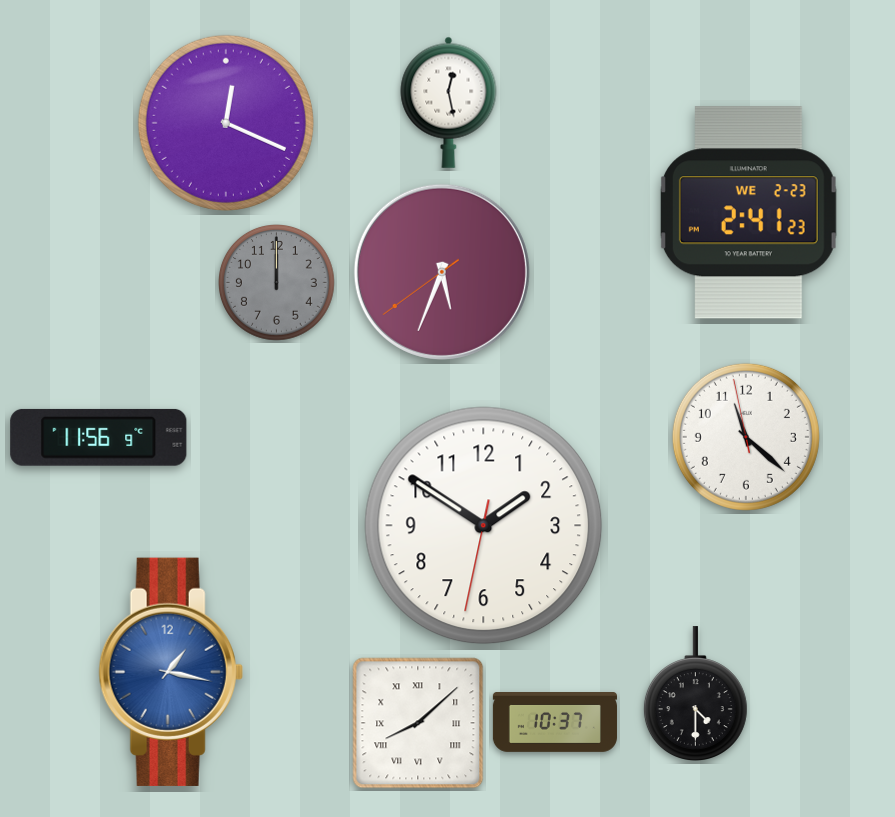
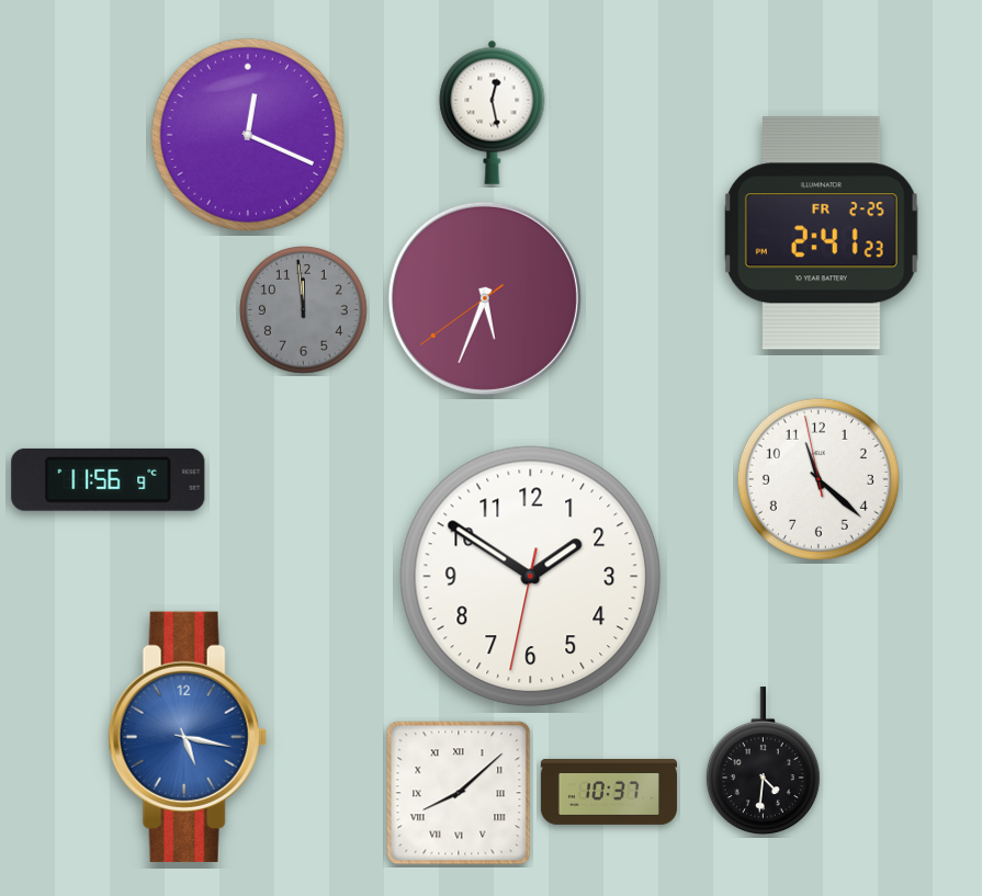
clock at (748, 213) date: WE 2-23 -> FR 2-25
clock at (277, 283): 12:00 -> 11:59
clock at (171, 672): 1:17 -> 5:17
clock at (695, 693): 4:30 -> 4:31
